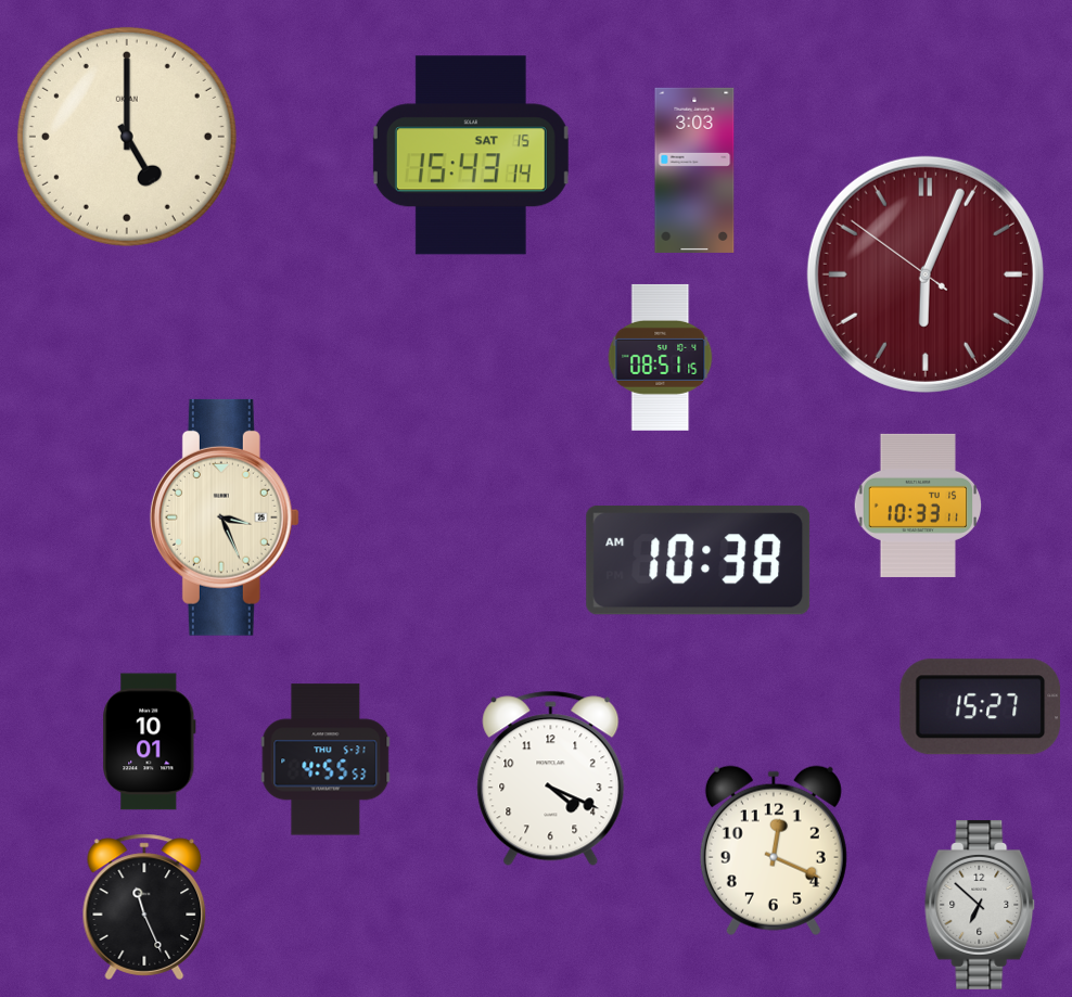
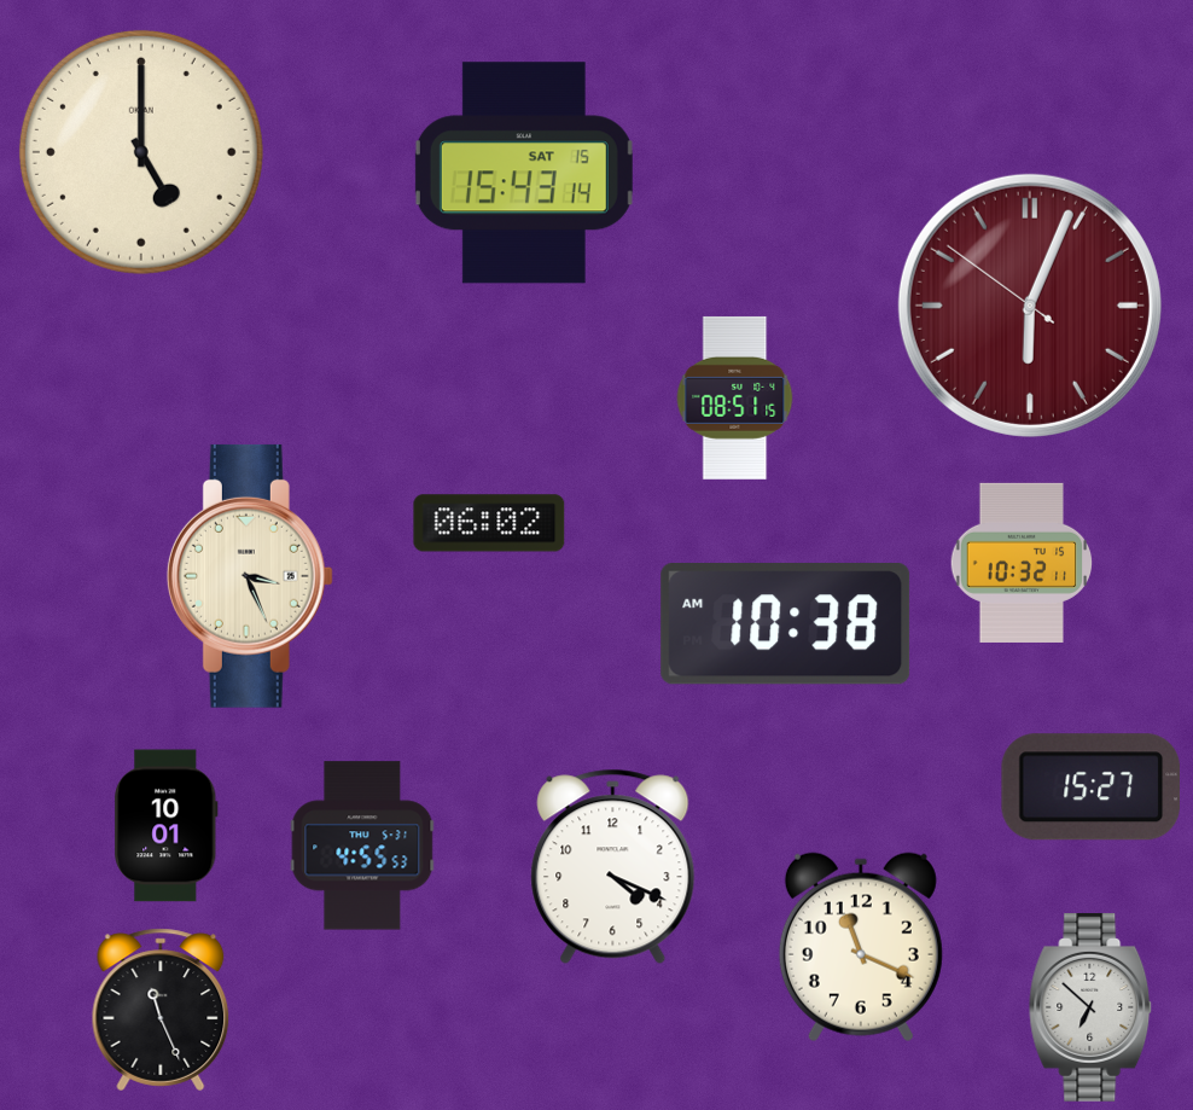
clock at (694, 170): 3:03 -> none
clock at (489, 523): none -> 06:02
clock at (918, 506): 10:33 -> 10:32
clock at (699, 561) position: (699, 561) -> (786, 624)
clock at (774, 851): 12:19 -> 11:19
